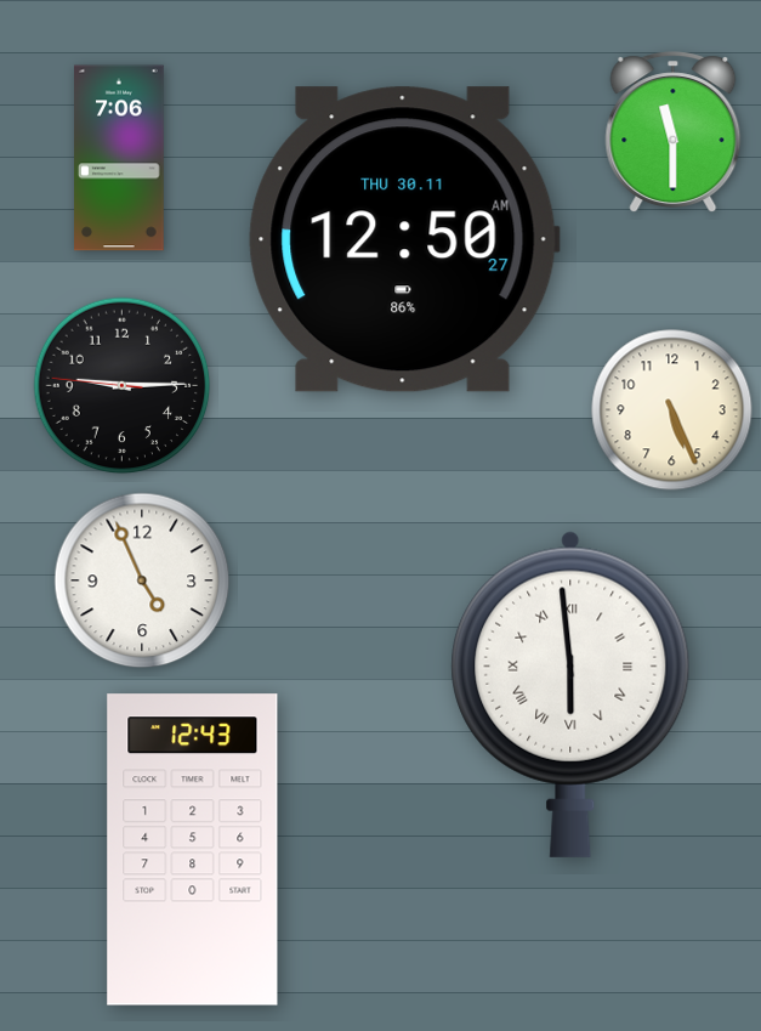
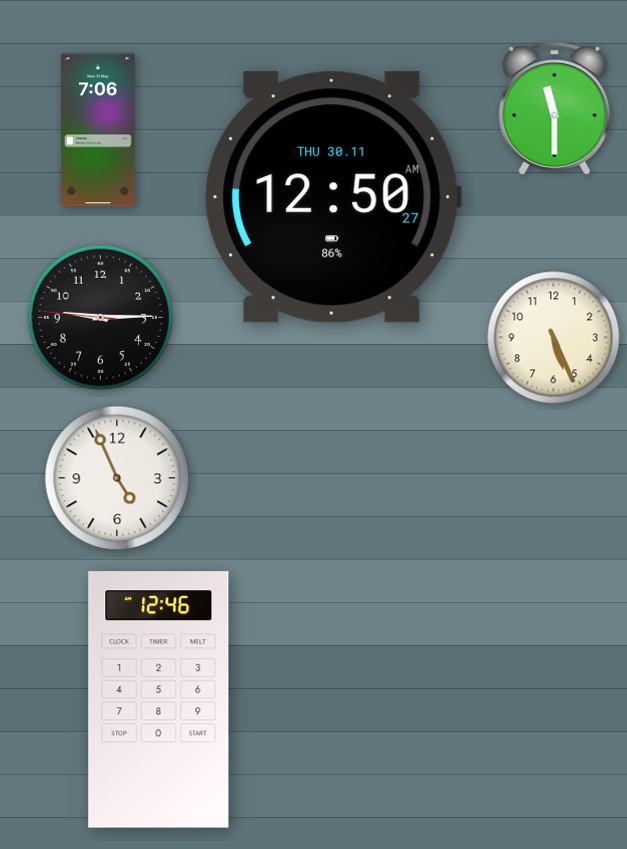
clock at (570, 695): 5:59 -> none
clock at (193, 850): 12:43 -> 12:46
